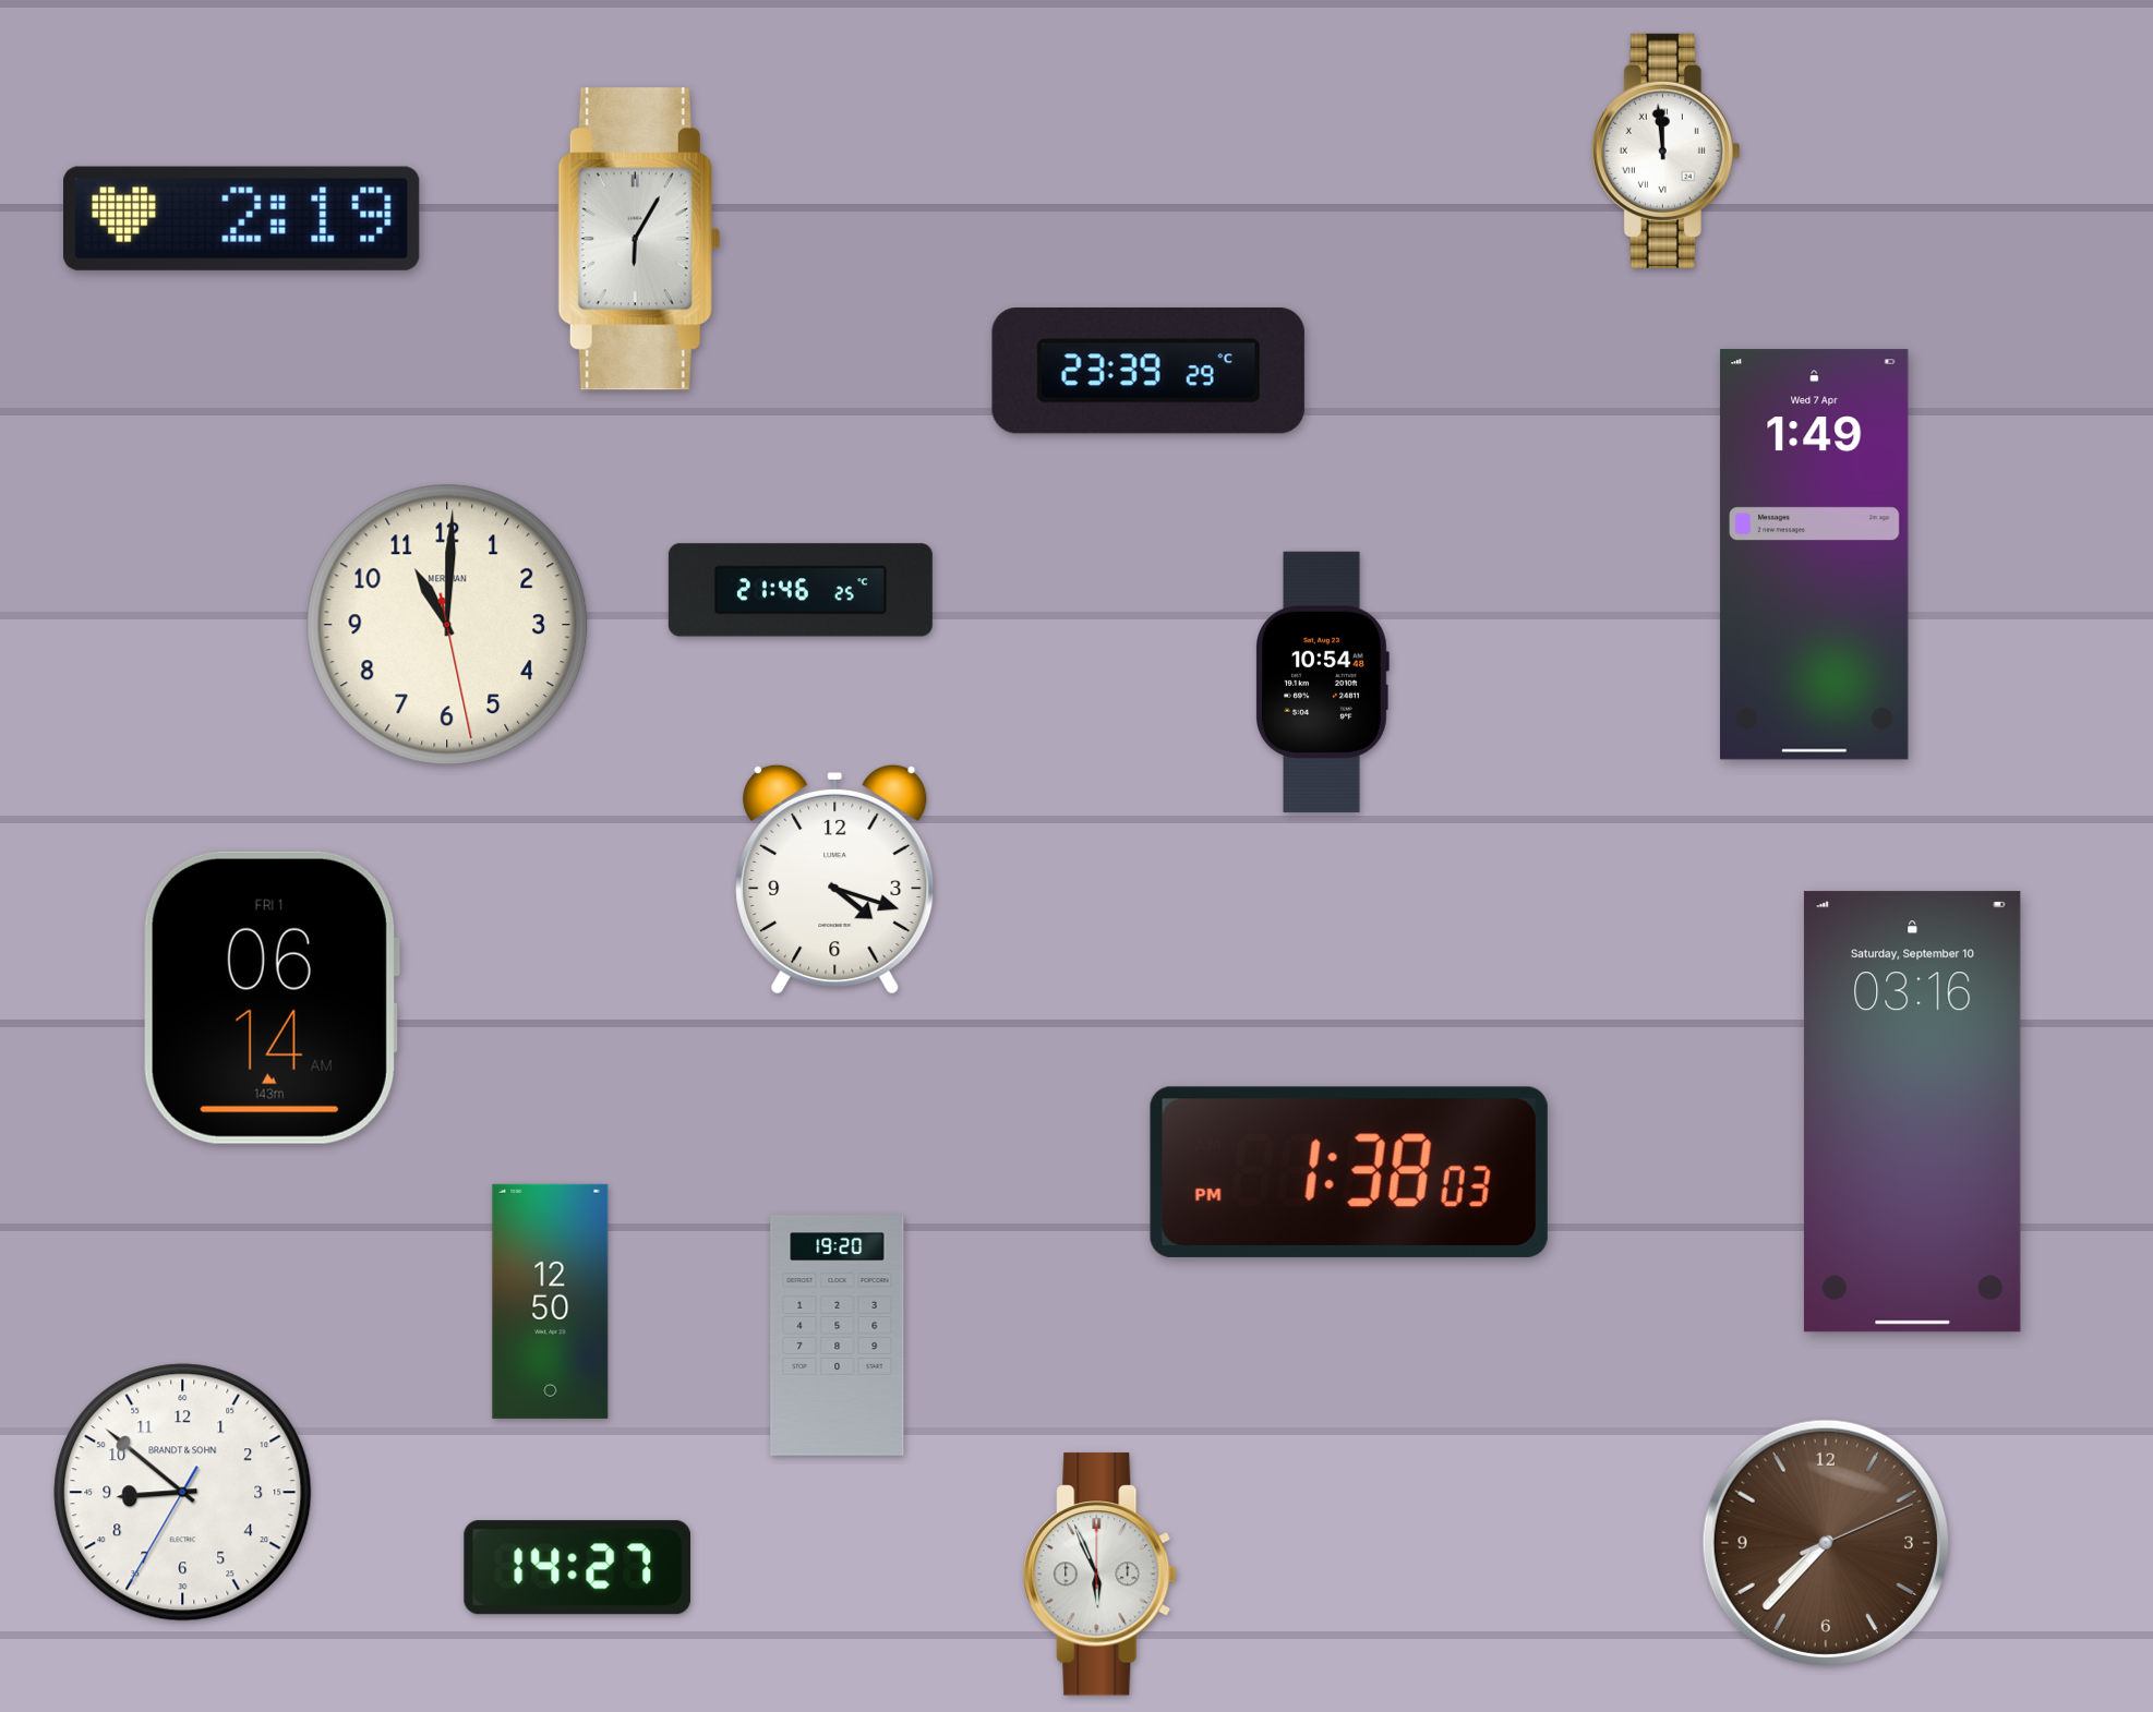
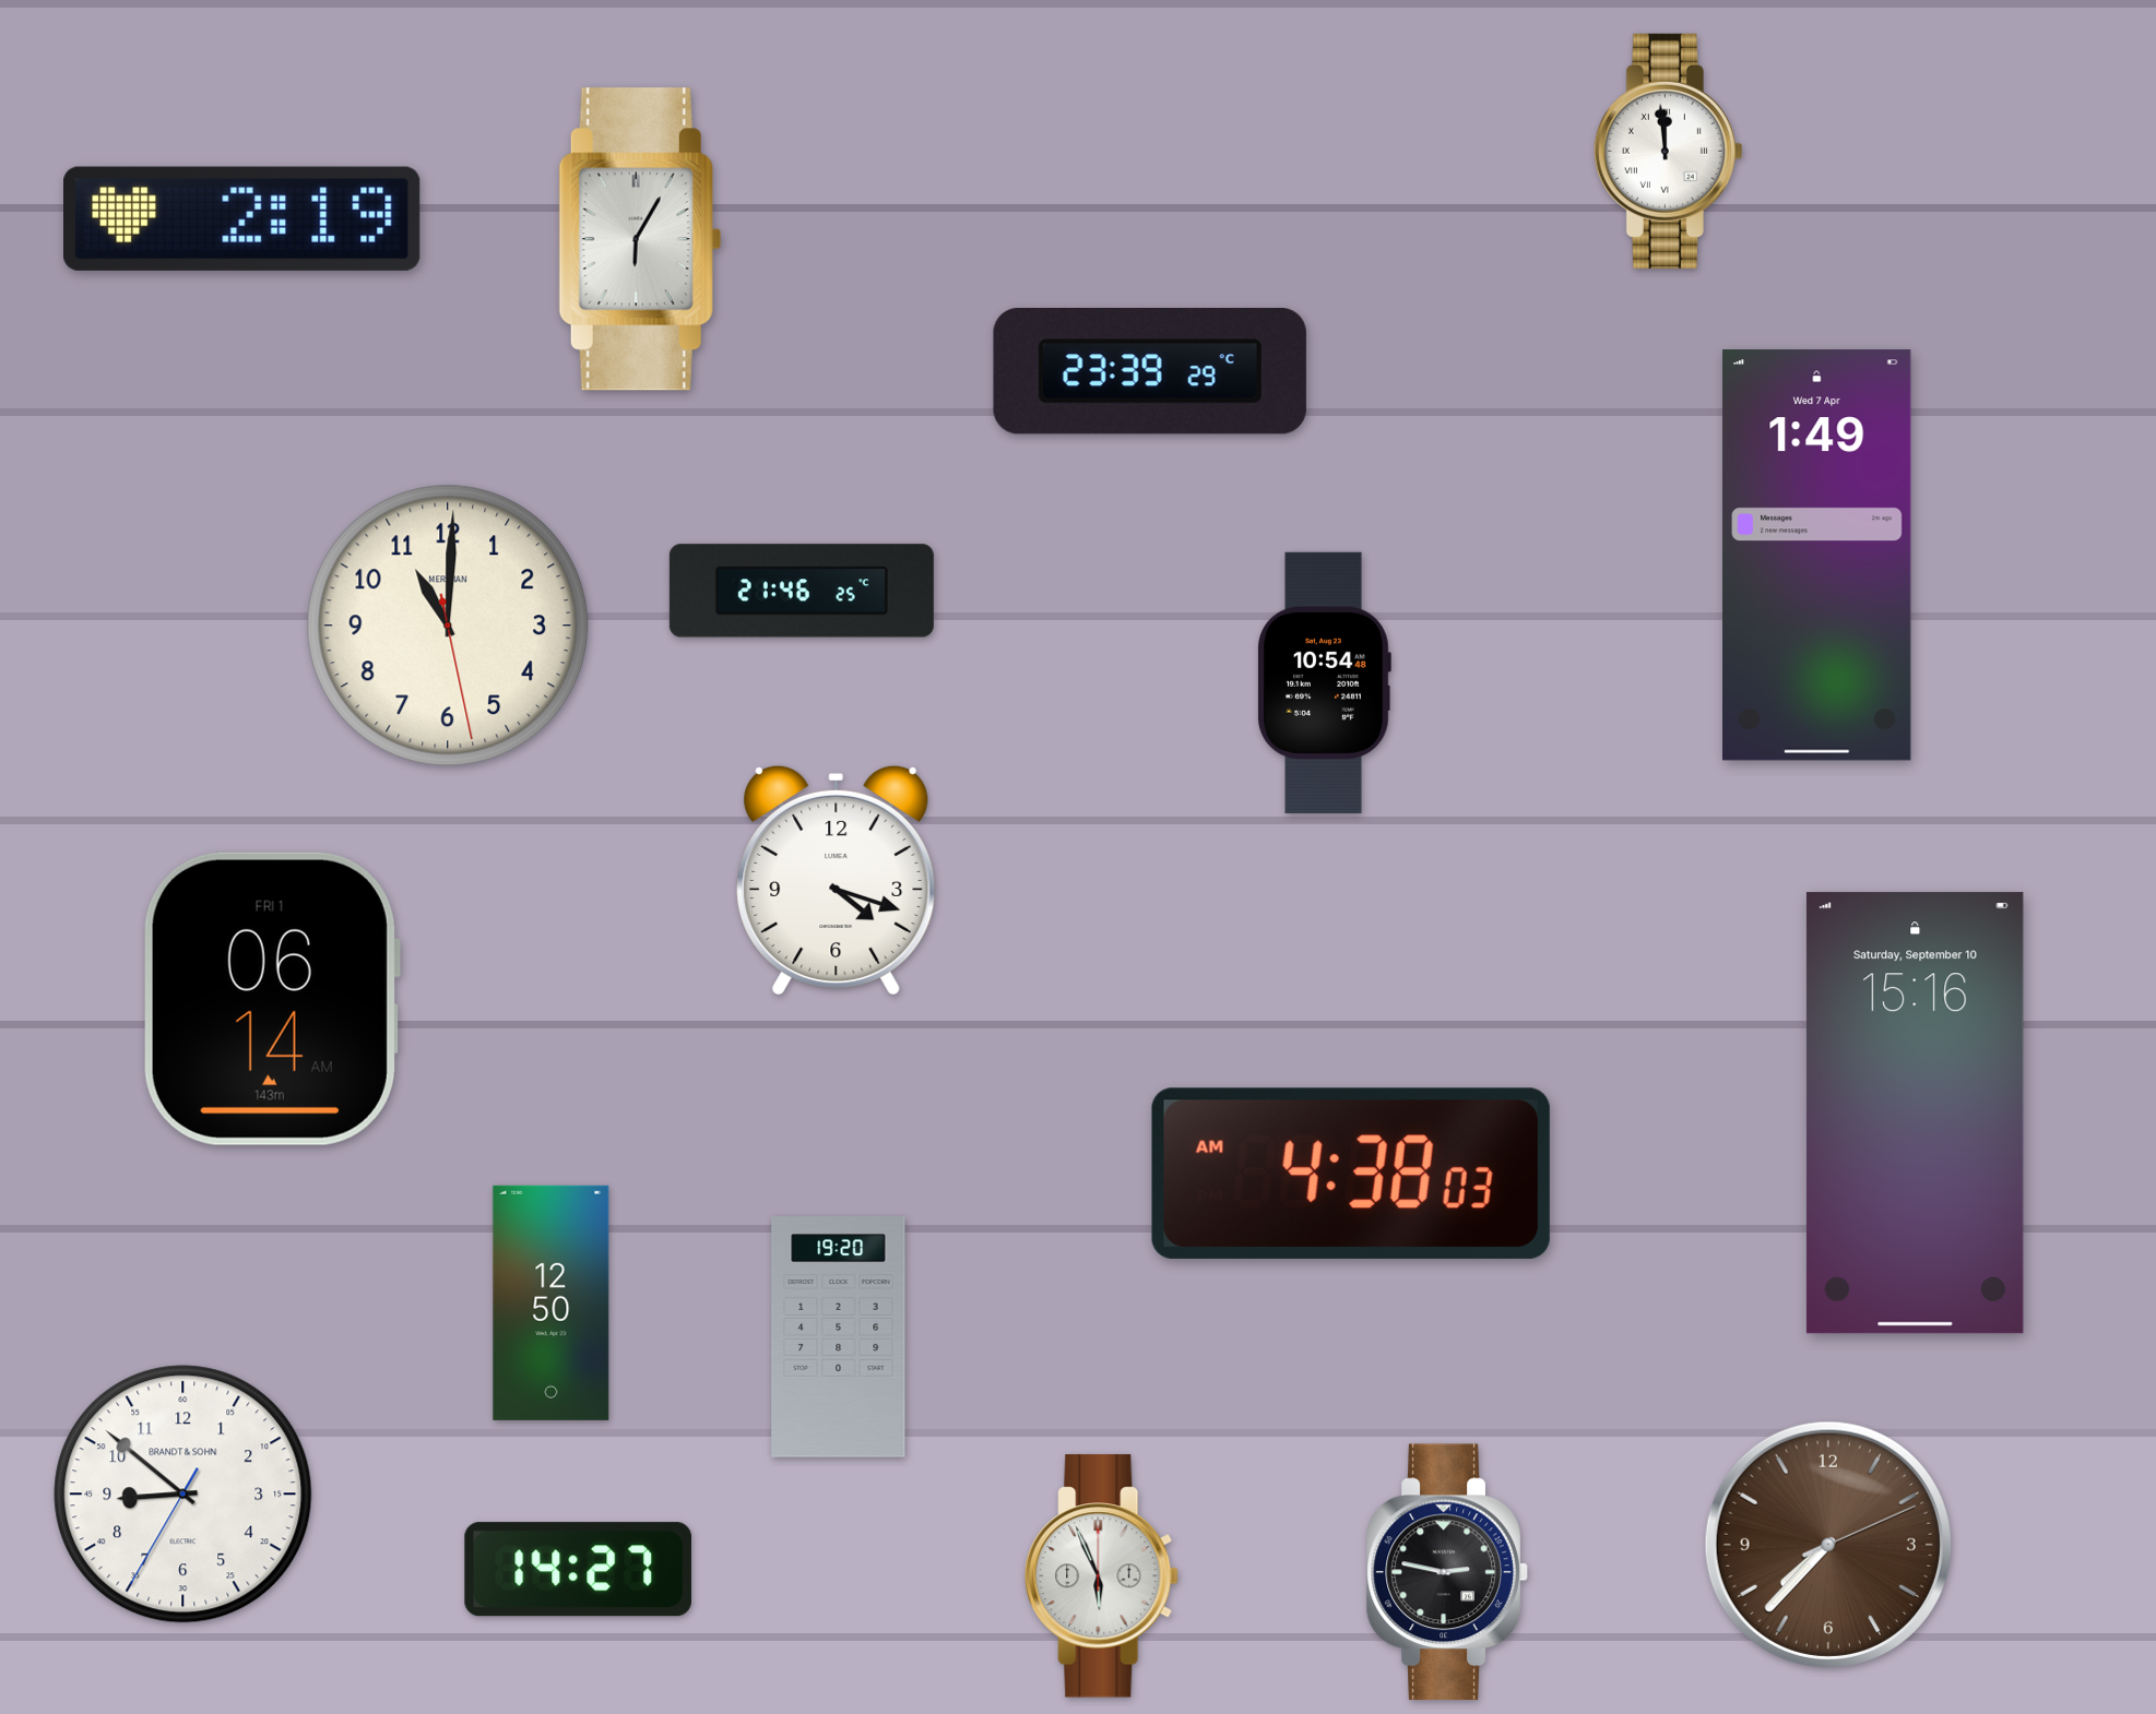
clock at (1912, 1112): 03:16 -> 15:16
clock at (1349, 1172): 1:38 -> 4:38
clock at (1447, 1572): none -> 2:47
